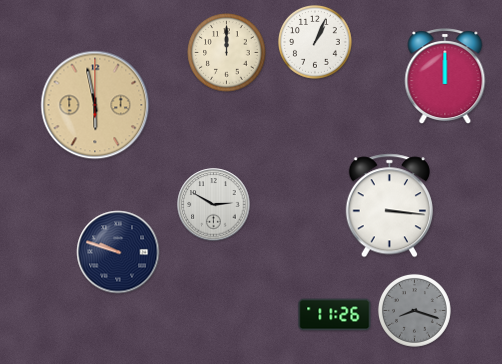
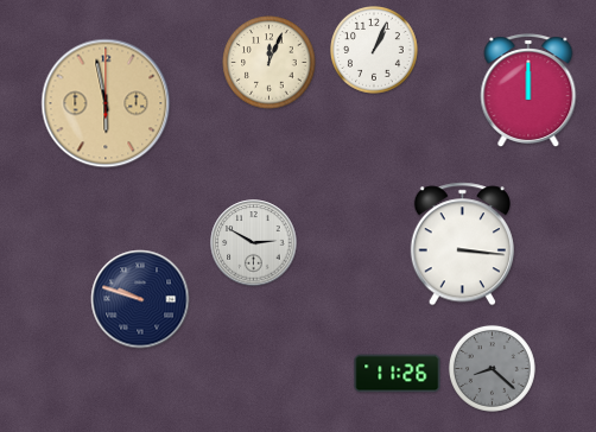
clock at (227, 53): 12:00 -> 12:04
clock at (95, 105) position: (95, 105) -> (106, 103)
clock at (415, 311): 8:18 -> 8:22
